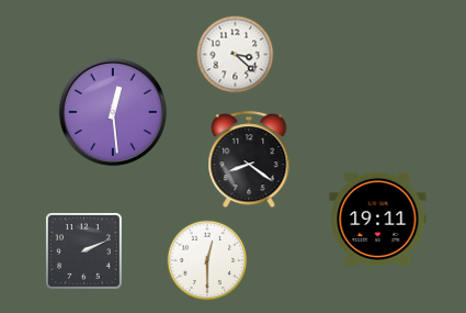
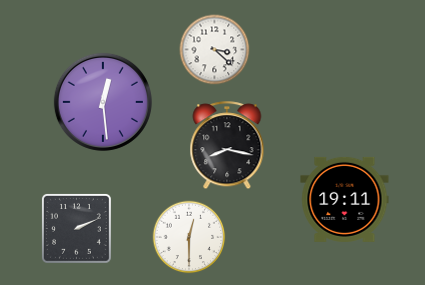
clock at (249, 160): 8:21 -> 8:17
